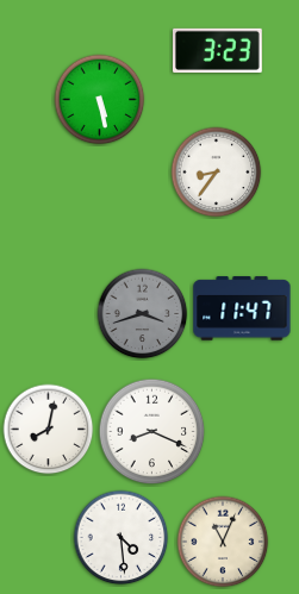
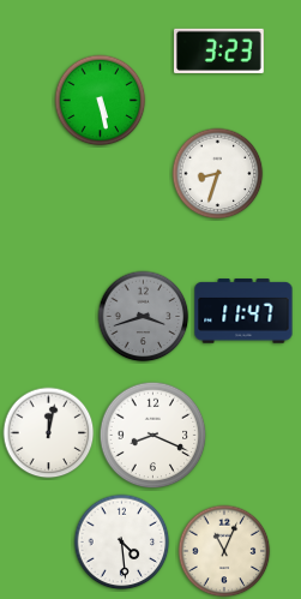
clock at (217, 173): 8:36 -> 8:33
clock at (49, 430): 8:02 -> 12:02
clock at (223, 542) position: (223, 542) -> (224, 551)
